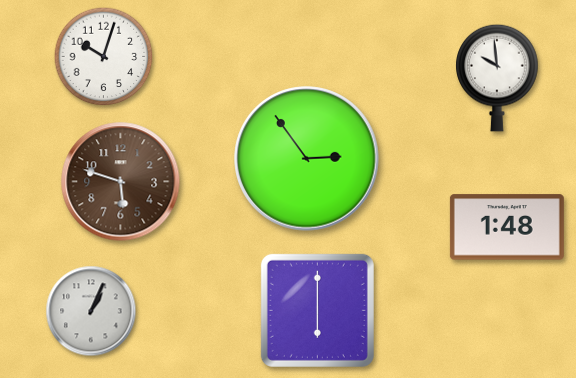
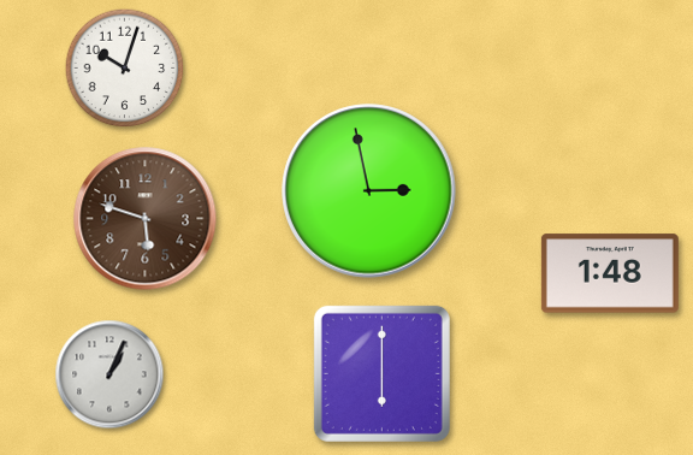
clock at (497, 78): 9:59 -> none
clock at (307, 159): 2:54 -> 2:58
